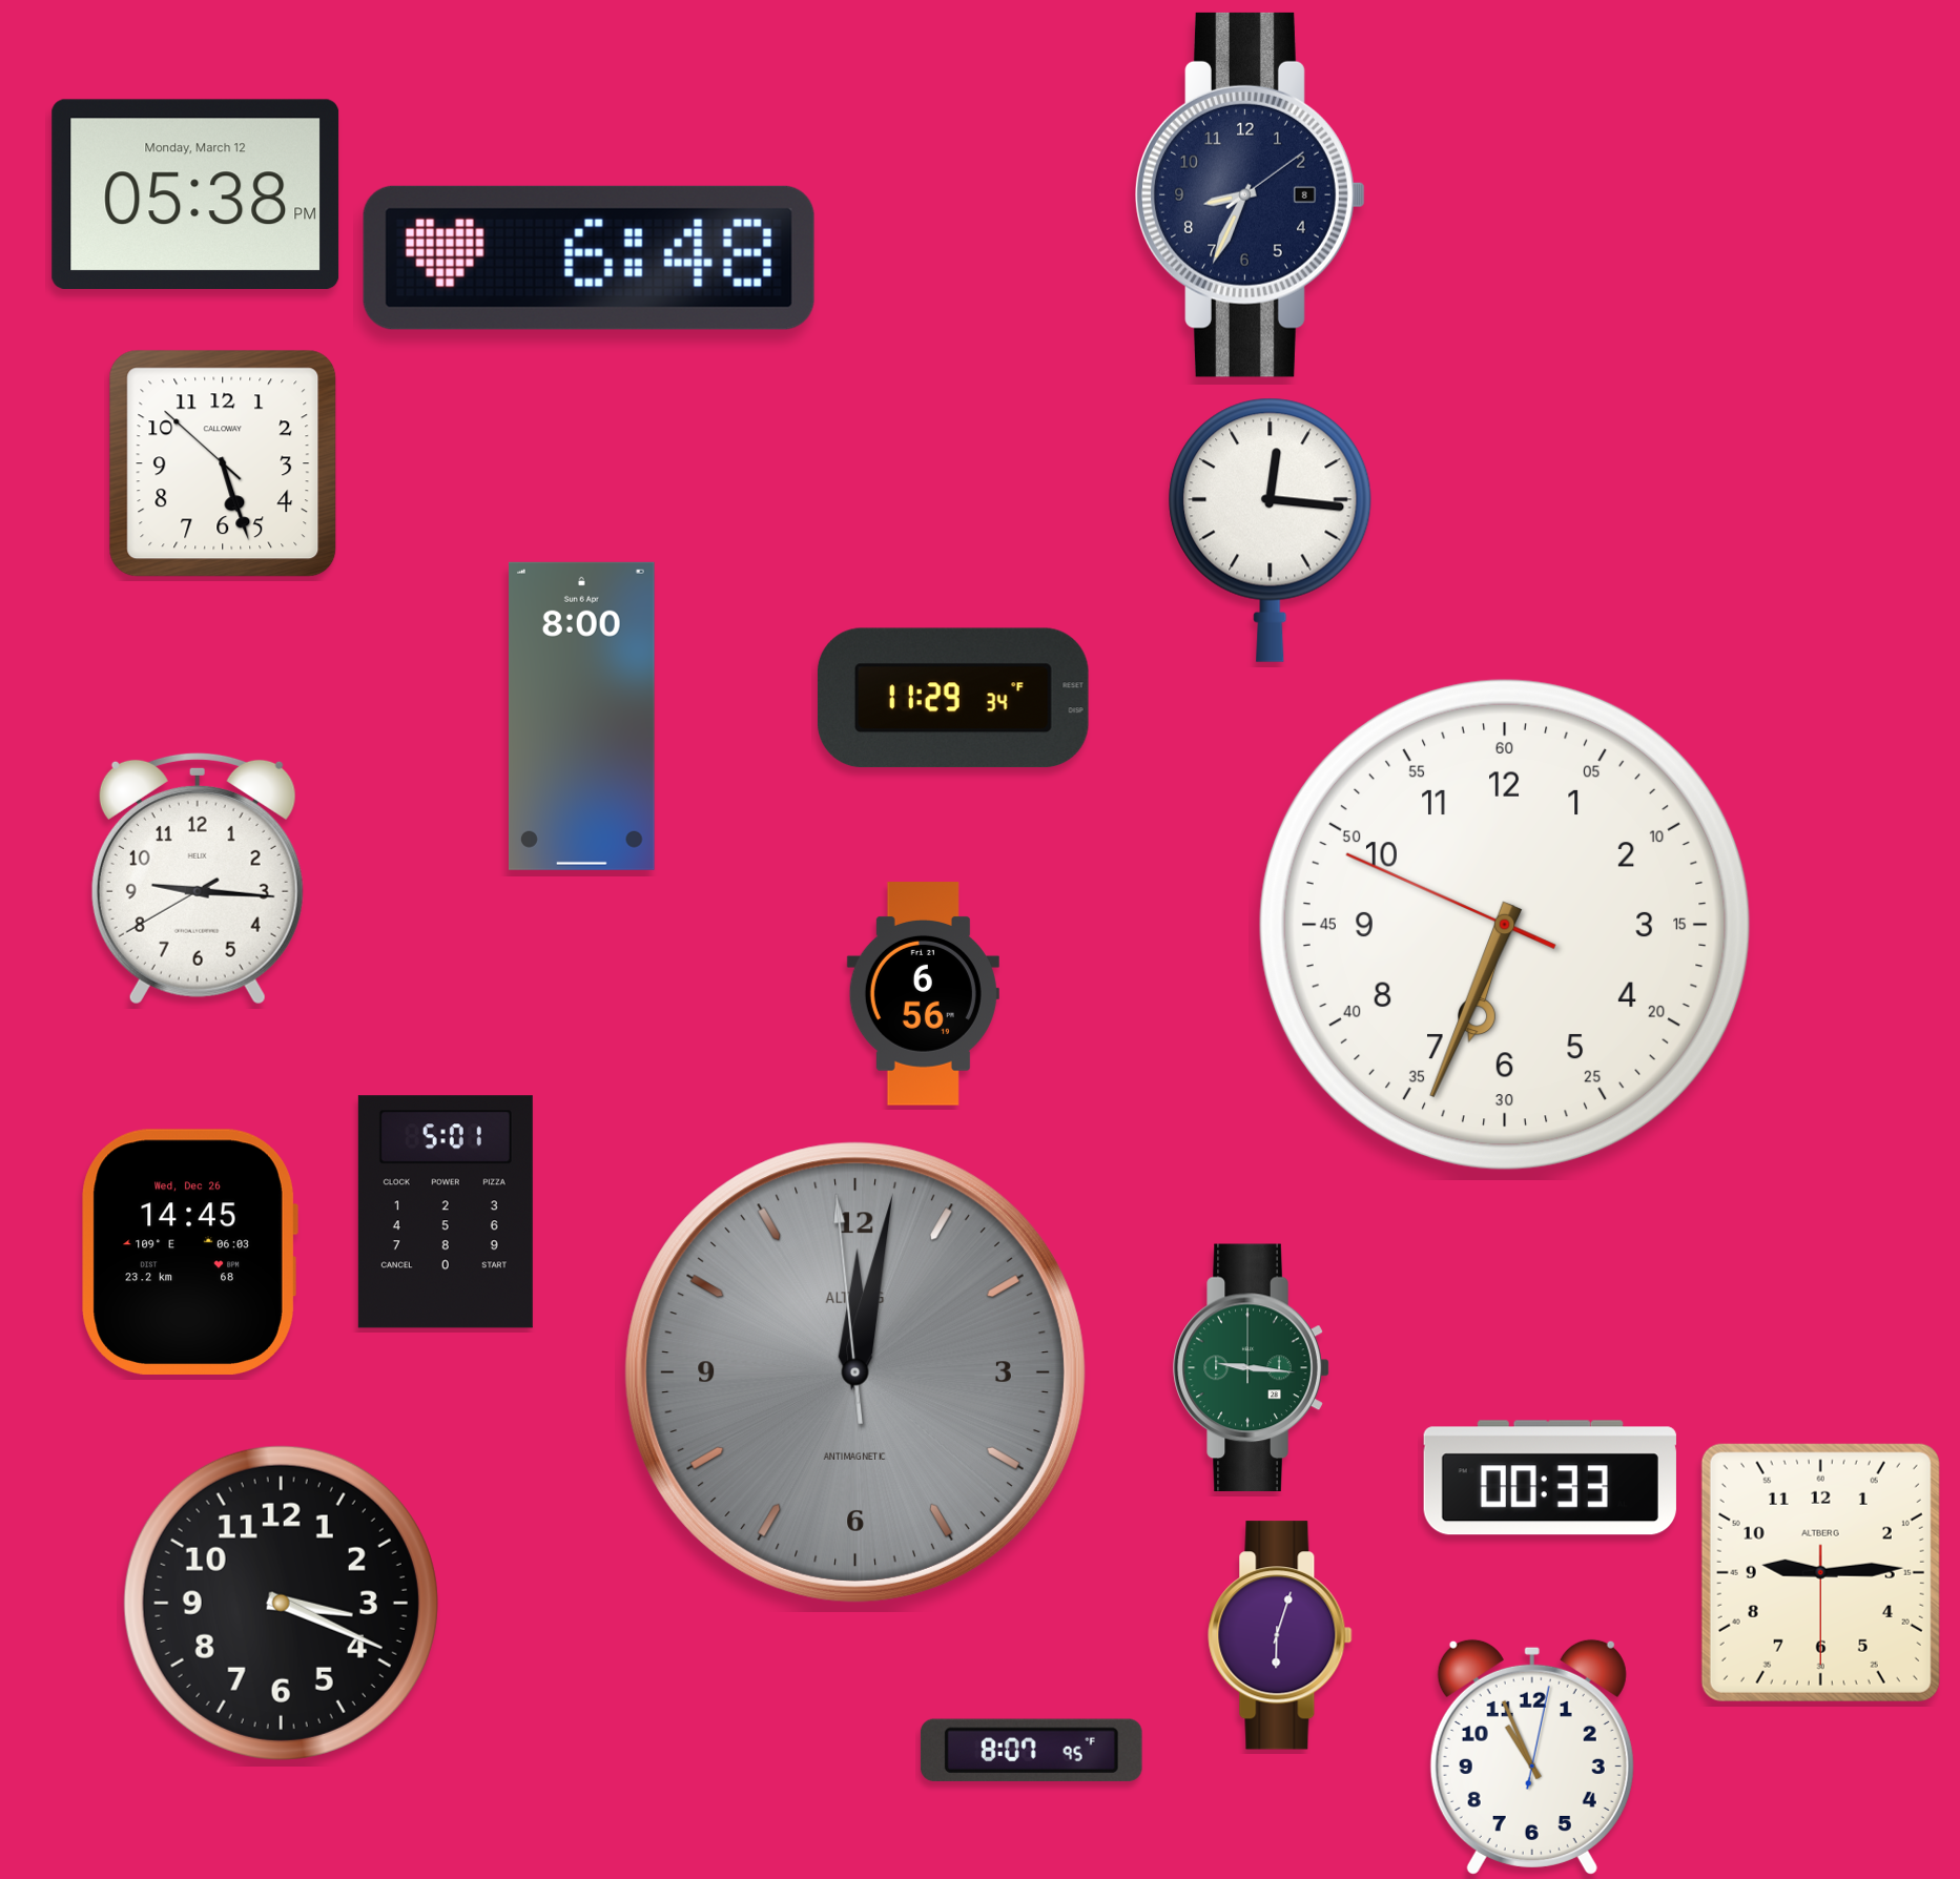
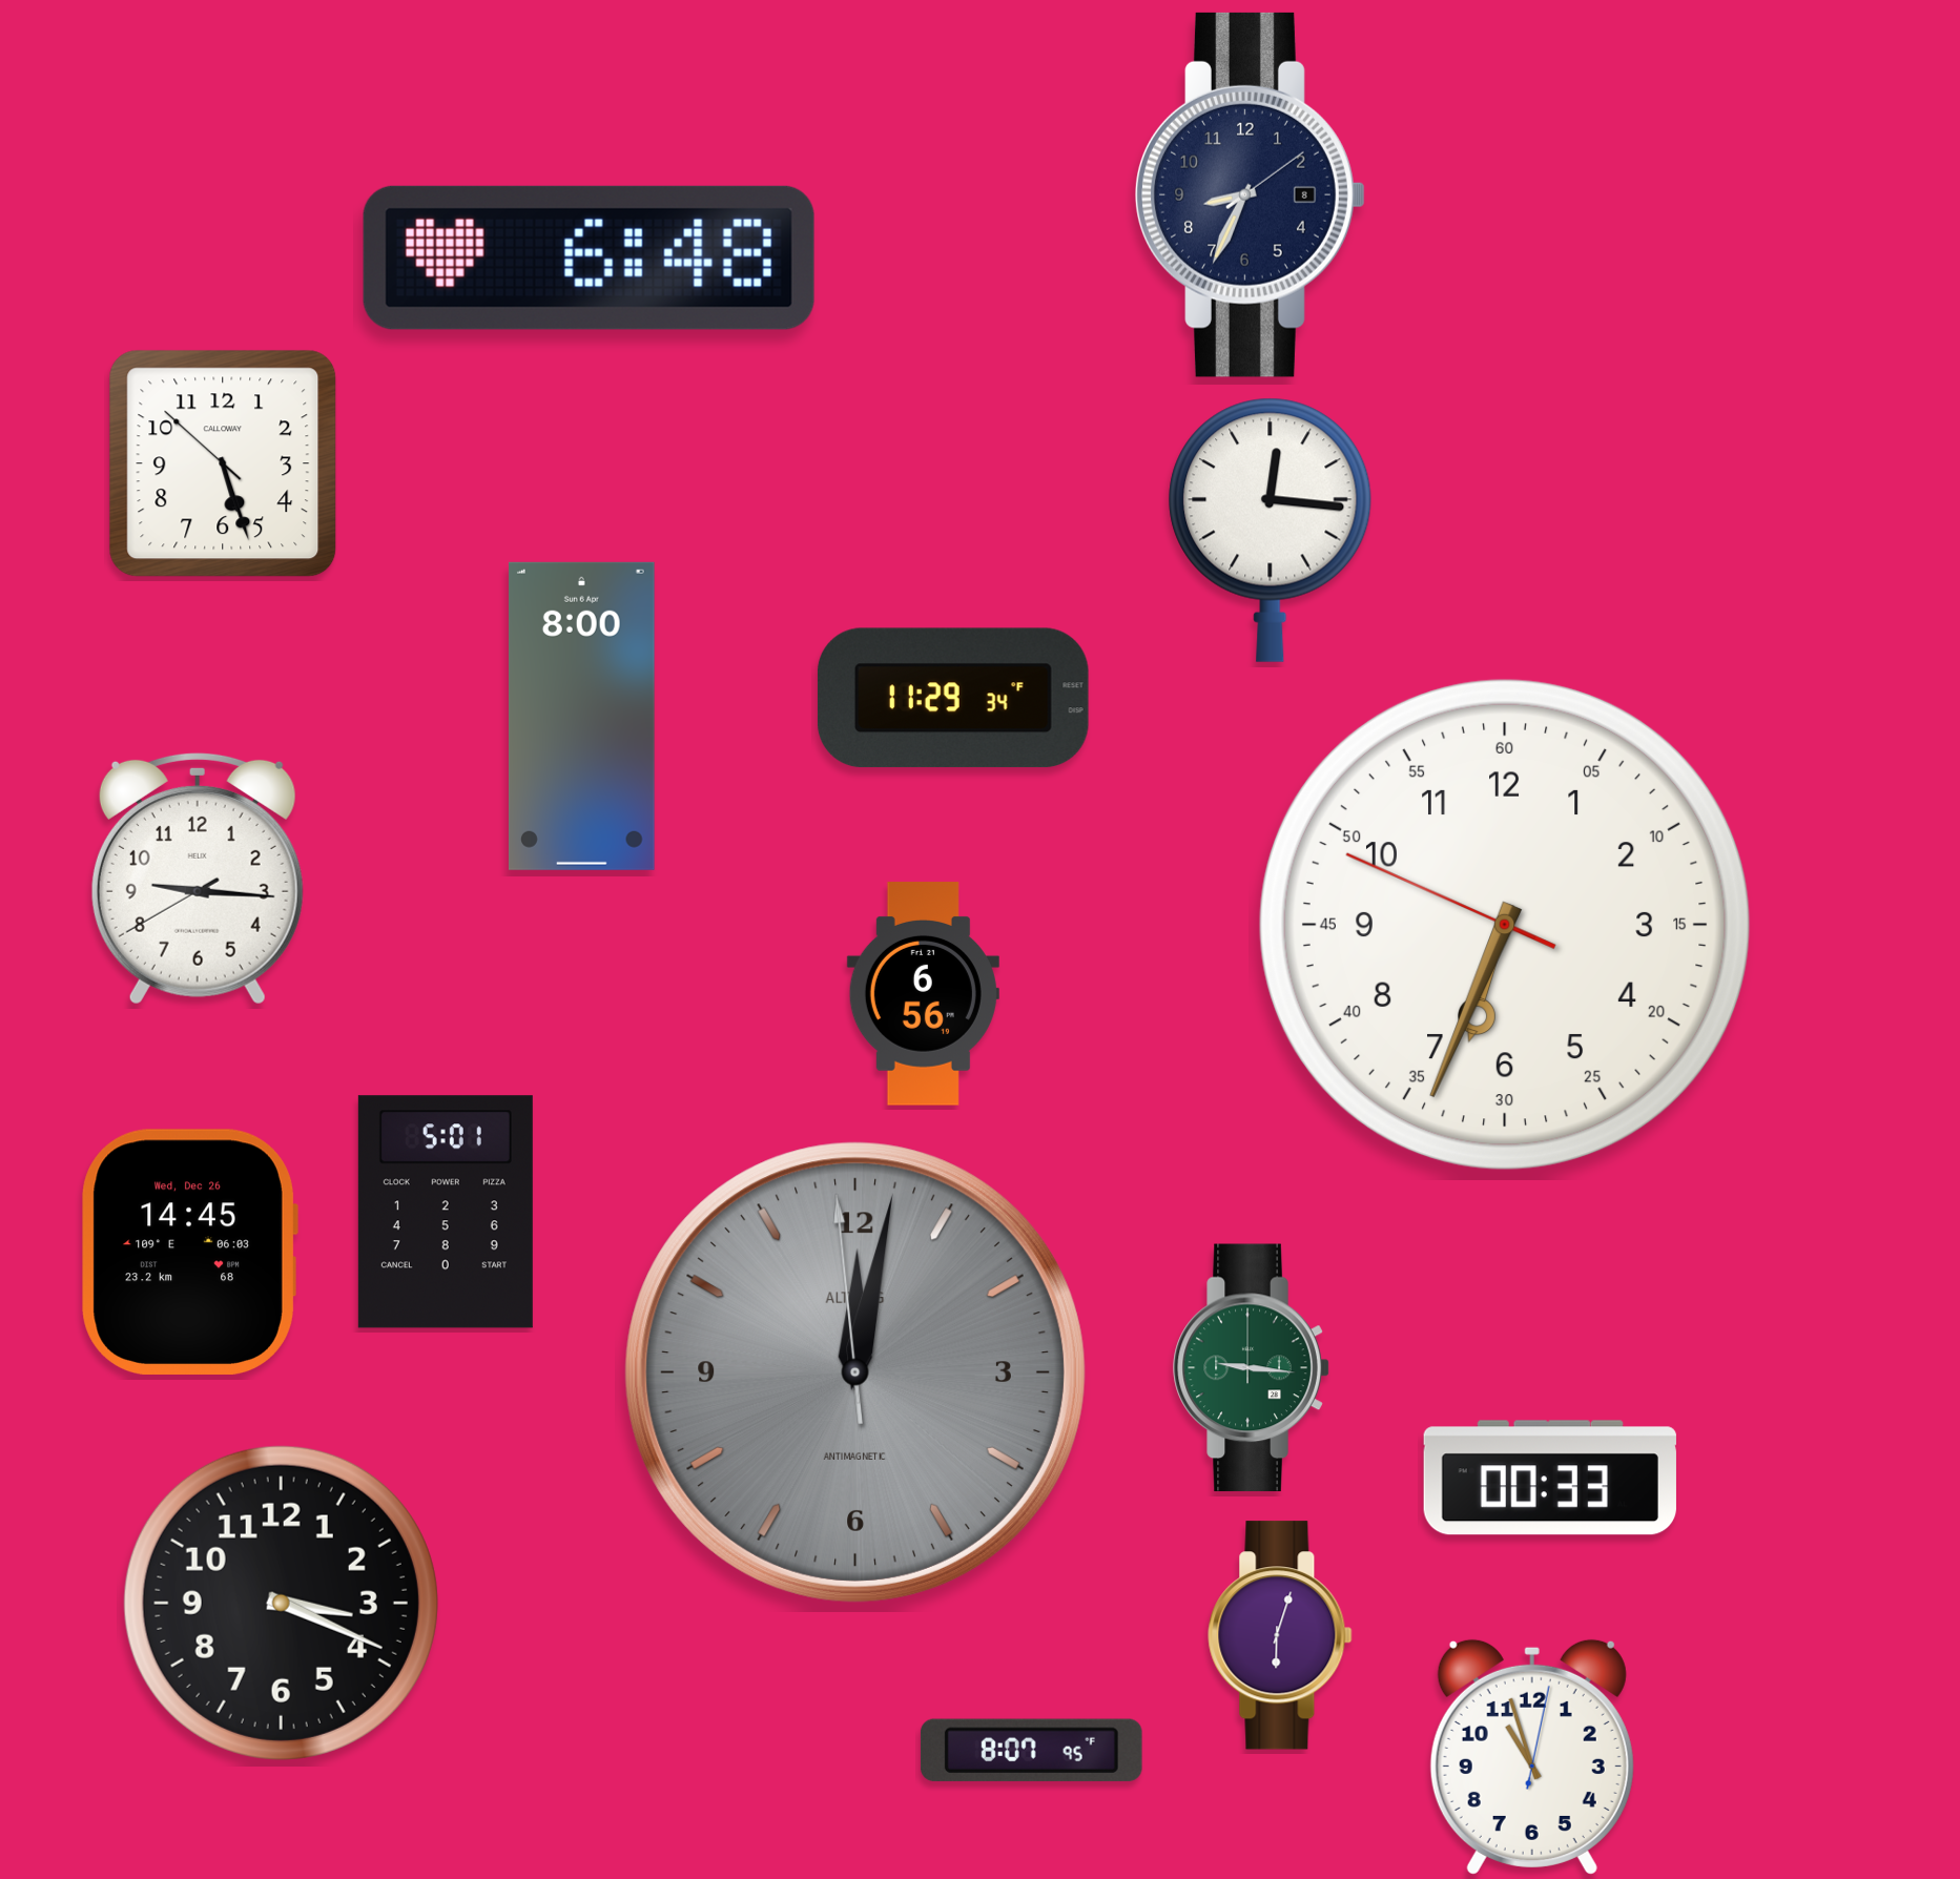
clock at (195, 194): 05:38 -> none
clock at (1820, 1572): 9:14 -> none
clock at (1532, 1757): 10:56 -> 10:57
